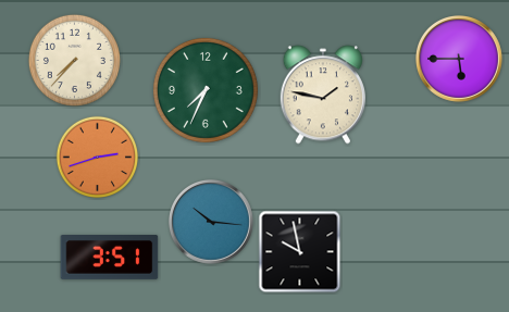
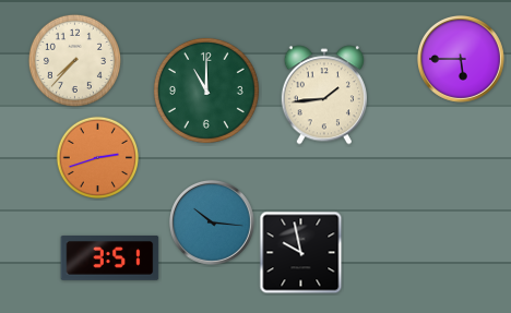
clock at (206, 90): 7:34 -> 11:00
clock at (322, 95): 1:47 -> 1:44
